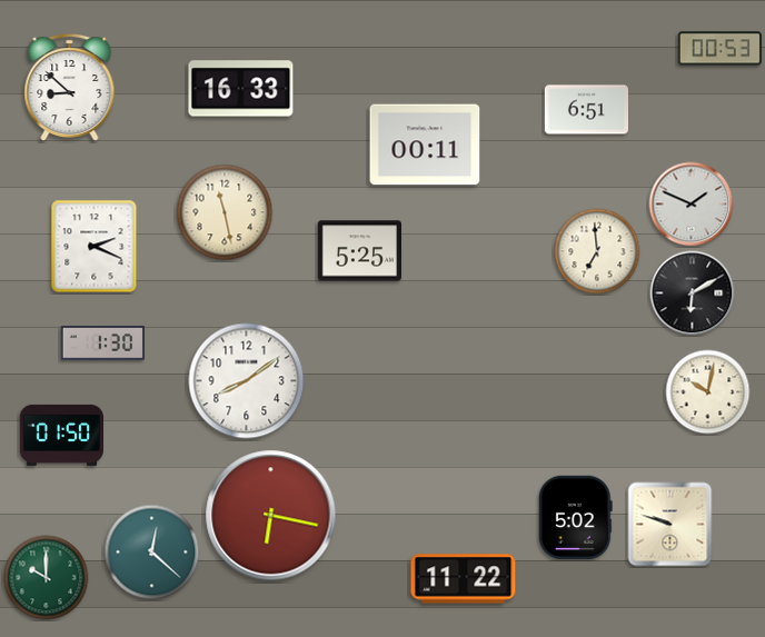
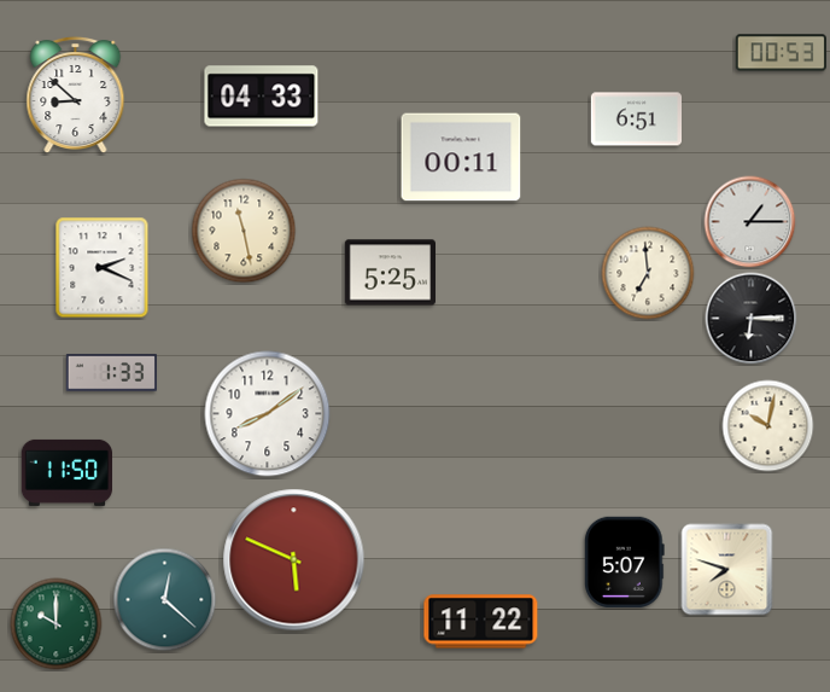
clock at (241, 89): 16:33 -> 04:33
clock at (692, 205): 1:49 -> 1:15
clock at (693, 293): 6:10 -> 6:15
clock at (102, 344): 1:30 -> 1:33
clock at (61, 435): 01:50 -> 11:50
clock at (271, 516): 6:17 -> 5:49
clock at (575, 517): 5:02 -> 5:07
clock at (670, 525): 9:48 -> 7:48
clock at (47, 578) position: (47, 578) -> (57, 624)
clock at (464, 579) position: (464, 579) -> (481, 622)
